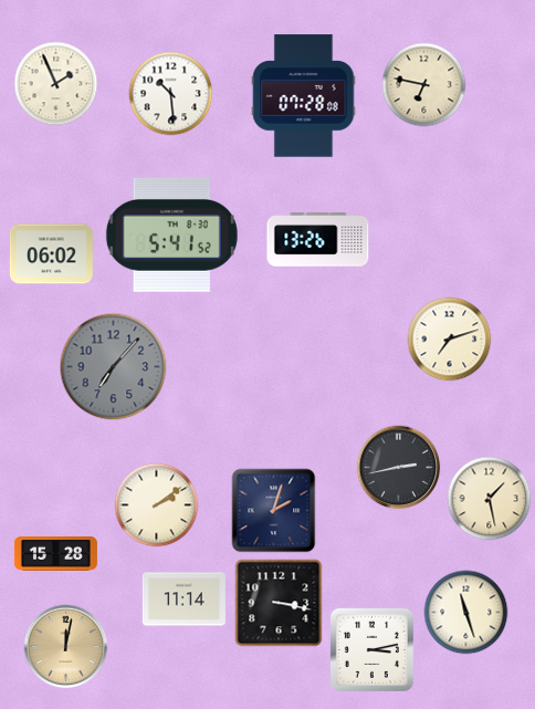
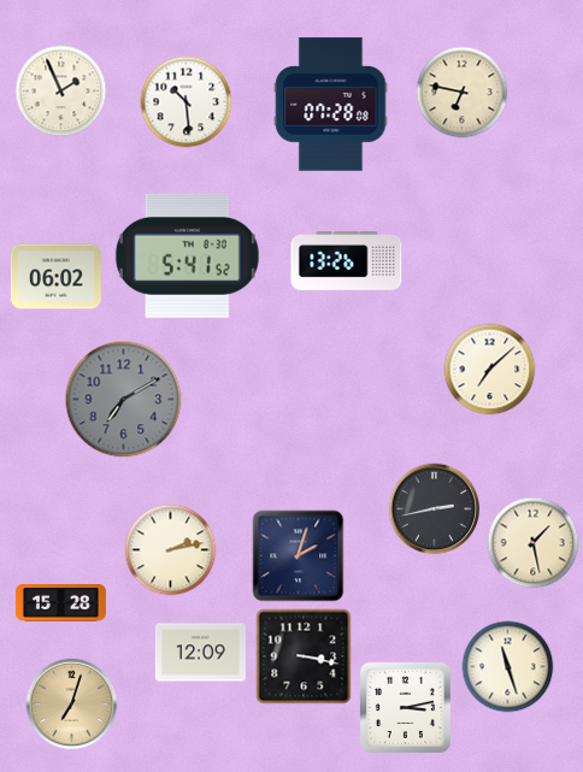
clock at (450, 340): 7:12 -> 7:08
clock at (114, 367): 7:07 -> 7:10
clock at (157, 505): 2:09 -> 2:13
clock at (183, 599): 11:14 -> 12:09
clock at (66, 647): 12:02 -> 7:03
